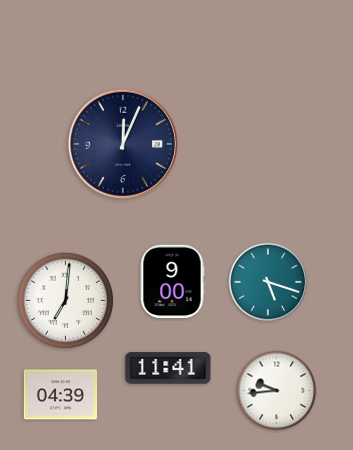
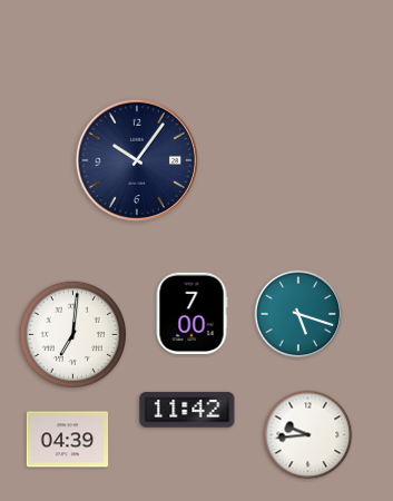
clock at (122, 143): 12:04 -> 10:06
clock at (172, 282): 9:00 -> 7:00
clock at (168, 368): 11:41 -> 11:42
